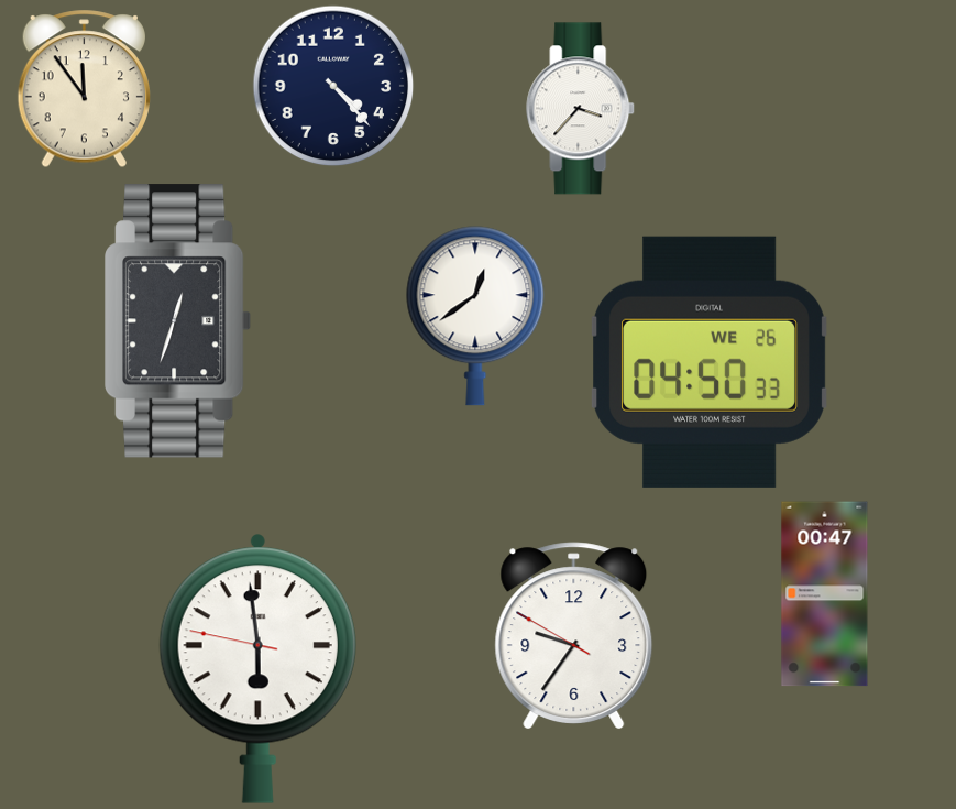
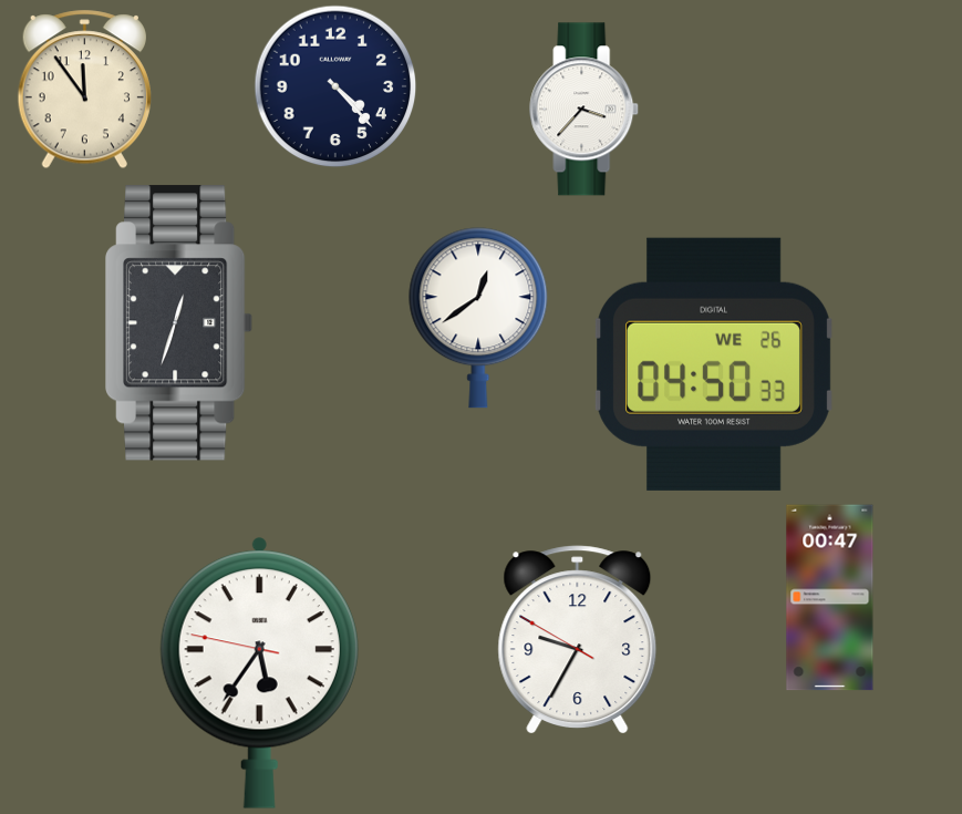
clock at (574, 635): 9:35 -> 9:34
clock at (257, 668): 5:58 -> 5:35
